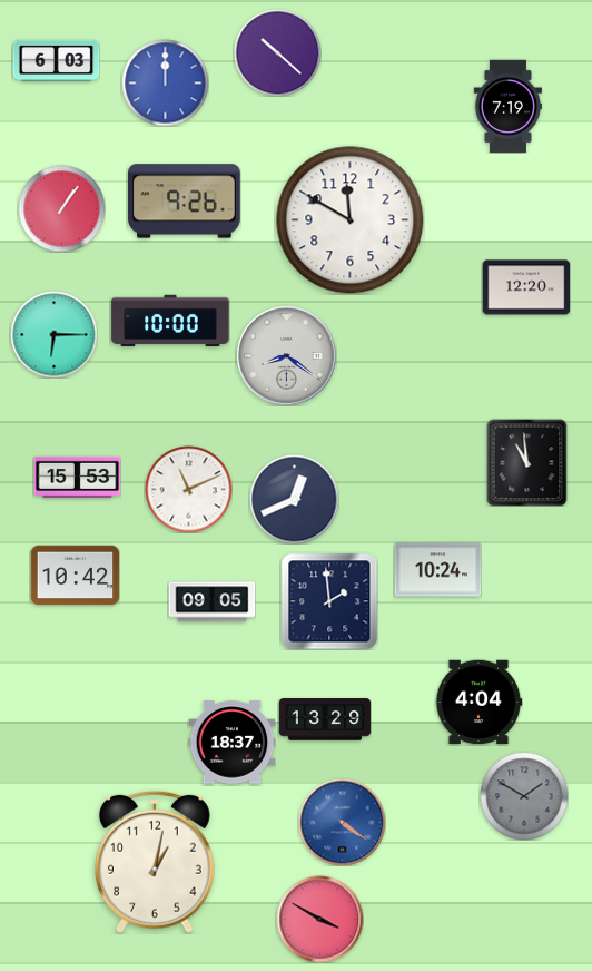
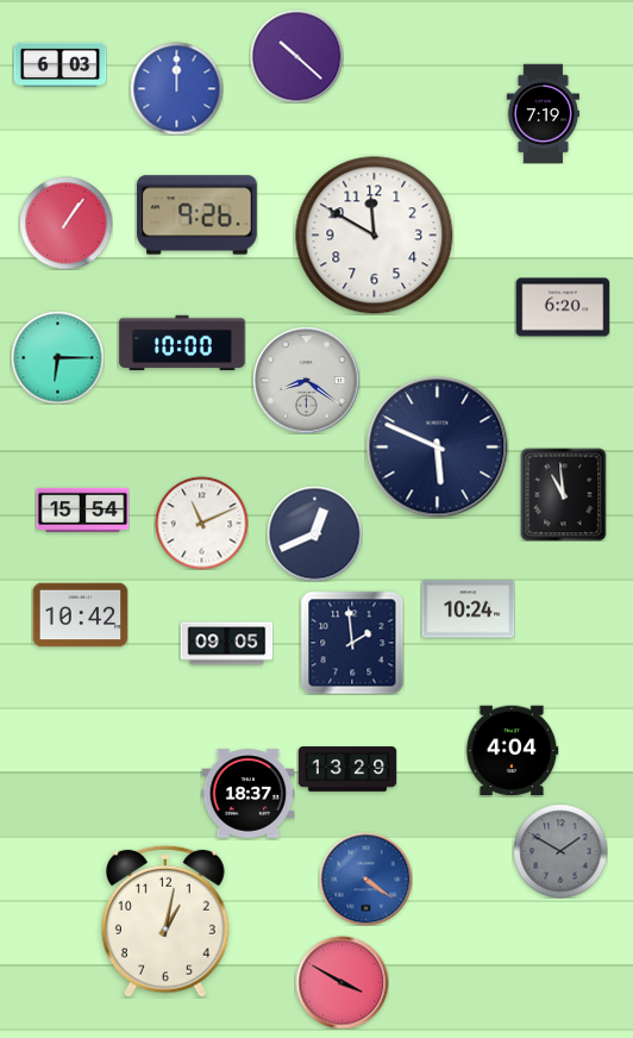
clock at (526, 287): 12:20 -> 6:20
clock at (438, 448): none -> 5:49
clock at (77, 477): 15:53 -> 15:54
